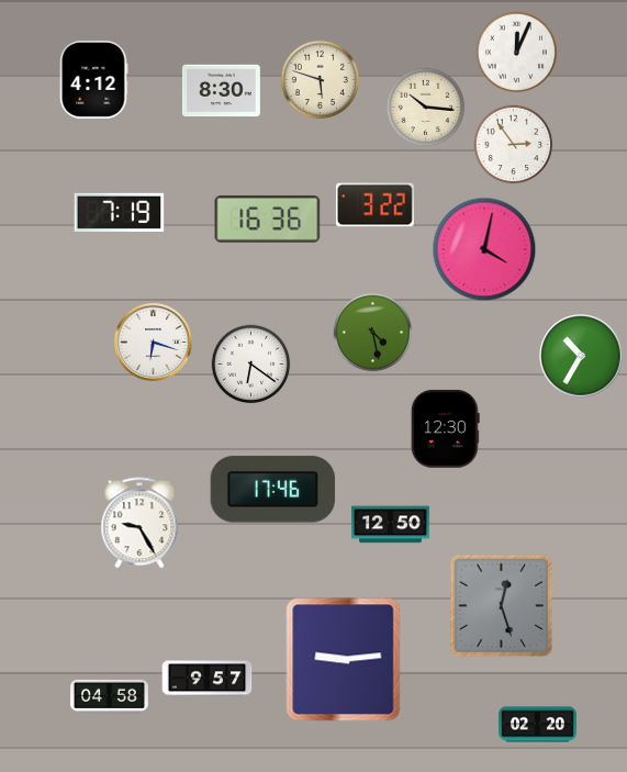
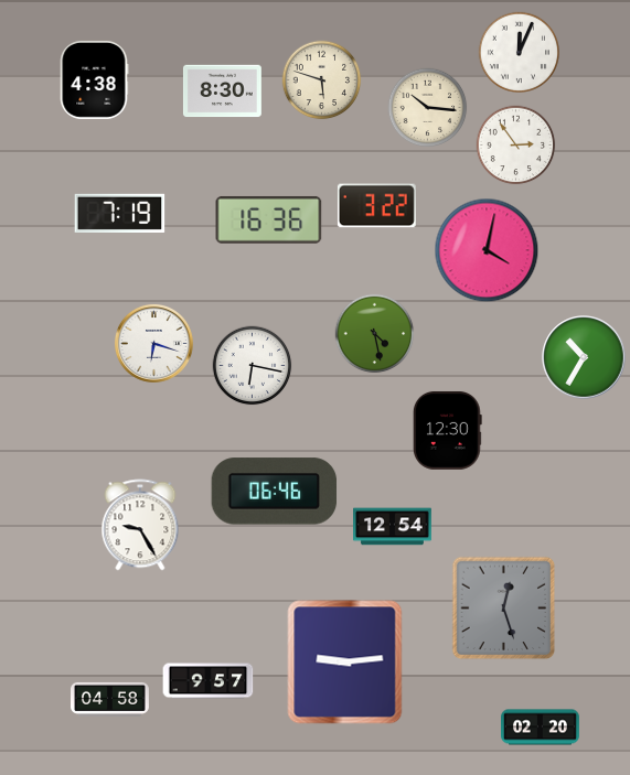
clock at (93, 79): 4:12 -> 4:38
clock at (251, 365): 6:21 -> 6:17
clock at (273, 490): 17:46 -> 06:46
clock at (391, 525): 12:50 -> 12:54
